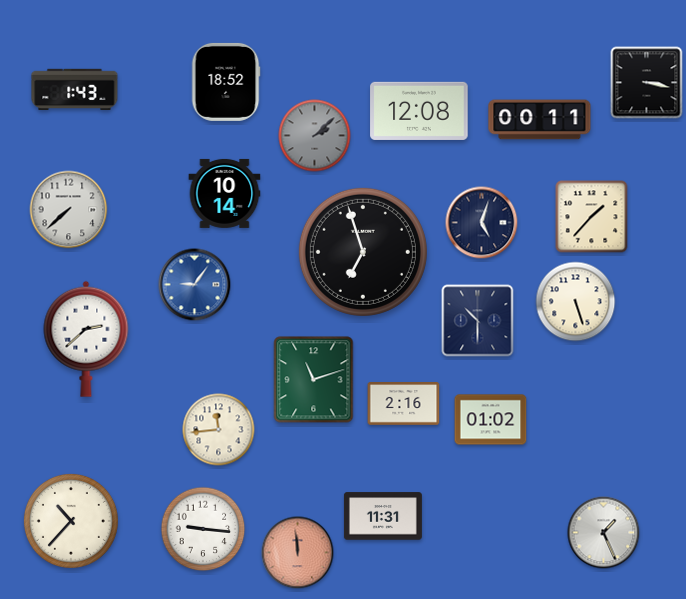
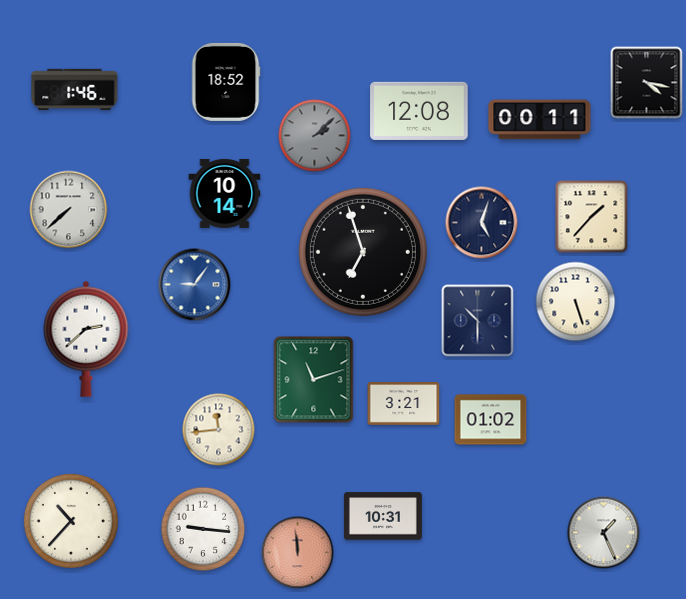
clock at (647, 83): 3:17 -> 4:17
clock at (75, 89): 1:43 -> 1:46
clock at (404, 404): 2:16 -> 3:21
clock at (383, 516): 11:31 -> 10:31
